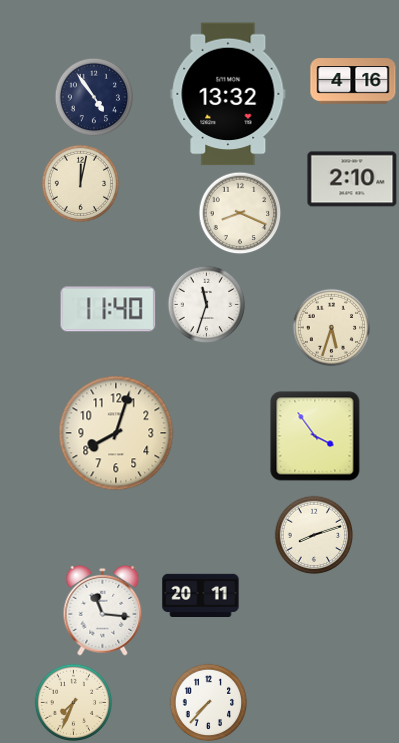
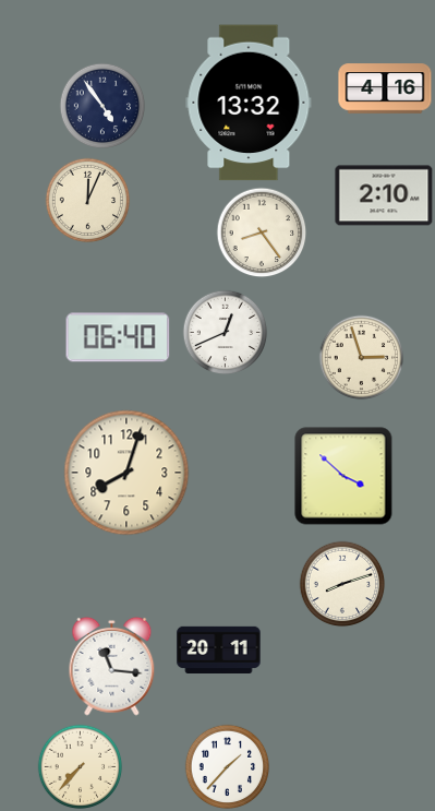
clock at (80, 183): 12:02 -> 12:04
clock at (240, 213): 8:19 -> 8:24
clock at (206, 304): 11:33 -> 12:41
clock at (108, 309): 11:40 -> 06:40
clock at (331, 327): 5:33 -> 2:57
clock at (315, 436): 3:54 -> 3:52
clock at (73, 702): 7:34 -> 7:37
clock at (208, 702): 7:37 -> 1:37
